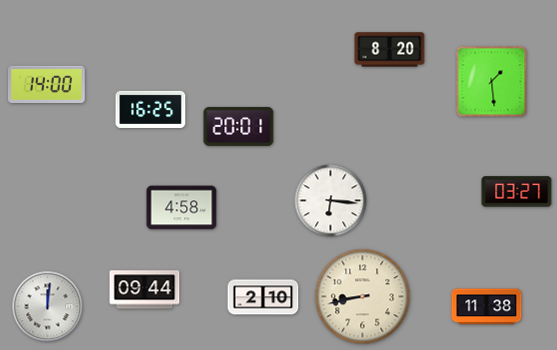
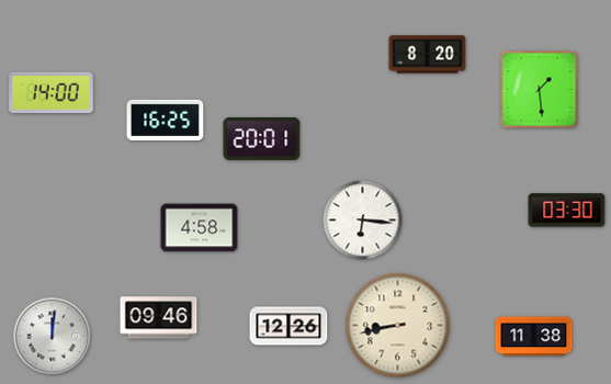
clock at (517, 192): 03:27 -> 03:30
clock at (145, 290): 09:44 -> 09:46
clock at (263, 297): 2:10 -> 12:26
